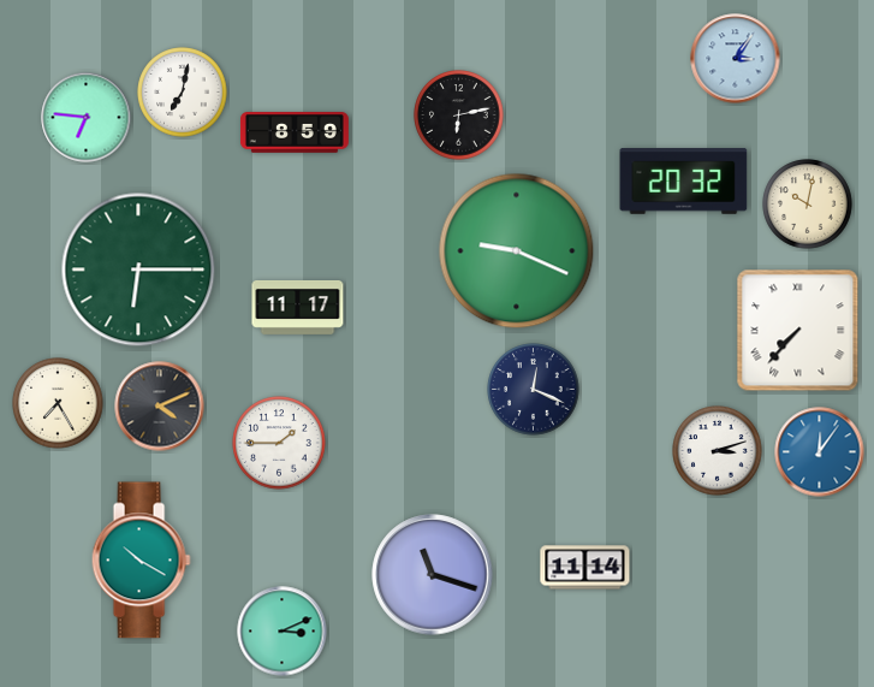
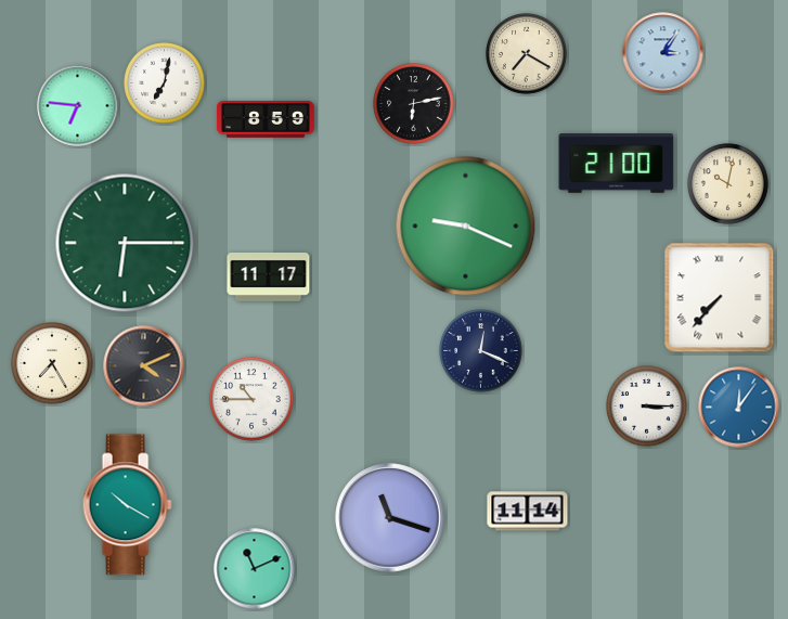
clock at (527, 54): none -> 7:20
clock at (684, 182): 20:32 -> 21:00
clock at (279, 443): 1:45 -> 10:45
clock at (718, 451): 3:12 -> 3:15
clock at (283, 632): 3:11 -> 11:11
